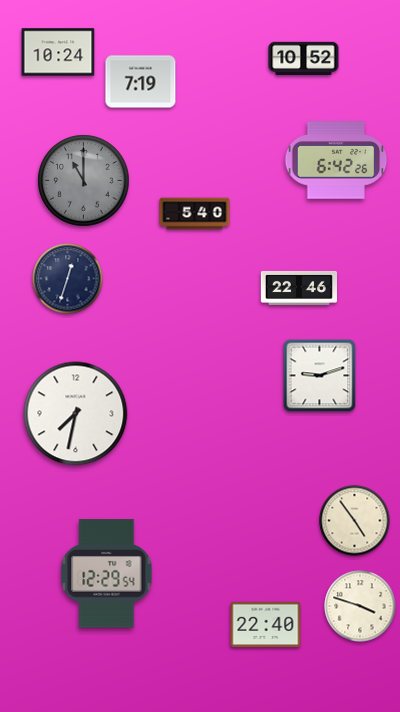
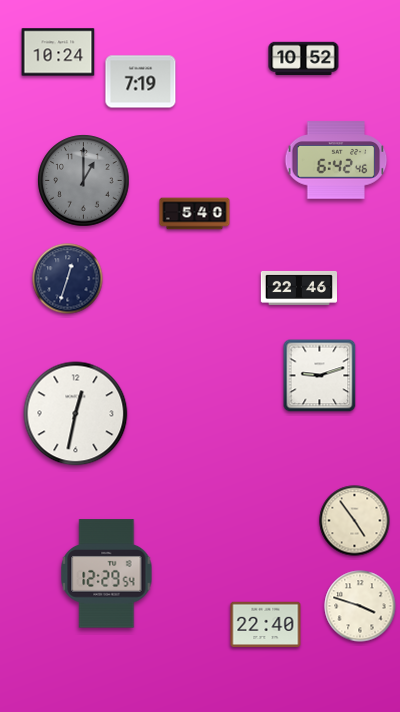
clock at (336, 160): 6:42:26 -> 6:42:46
clock at (84, 181): 11:00 -> 1:00
clock at (76, 414): 7:32 -> 12:32
